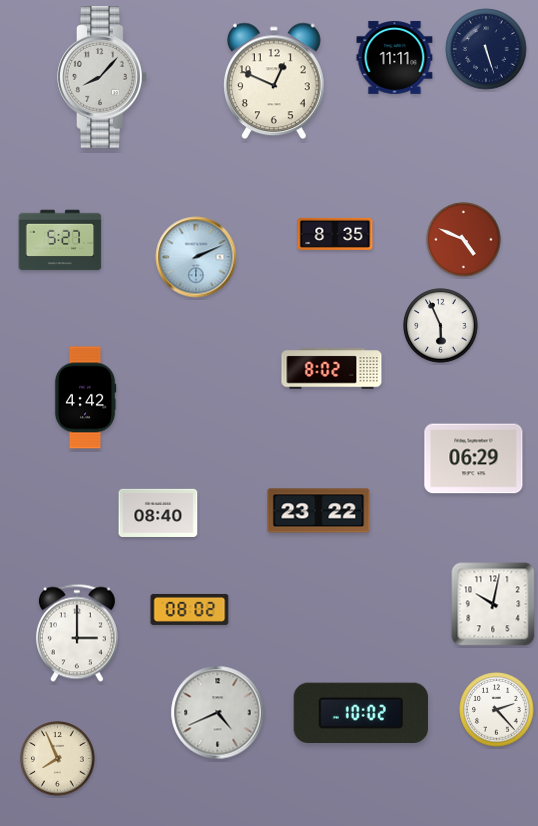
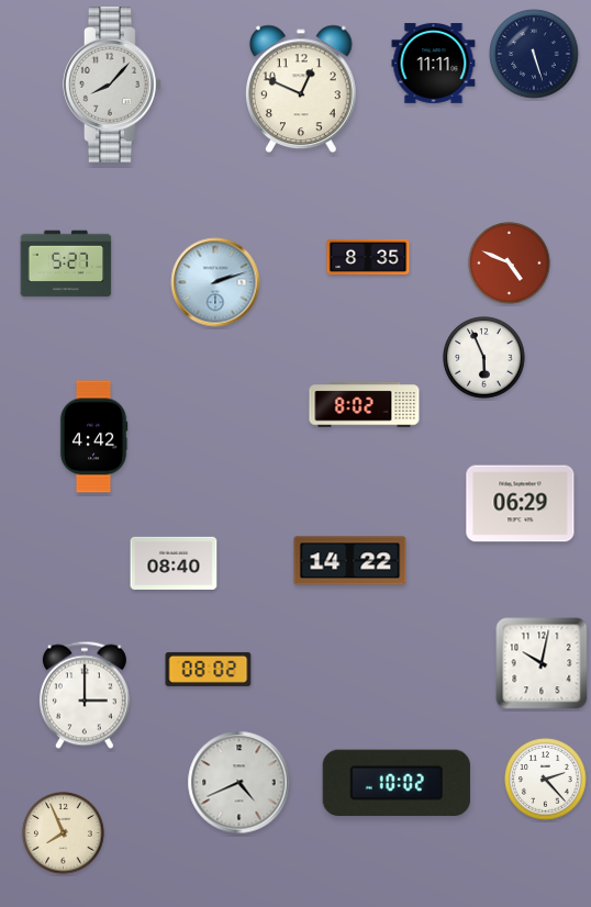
clock at (196, 257): 2:11 -> 2:12
clock at (319, 511): 23:22 -> 14:22
